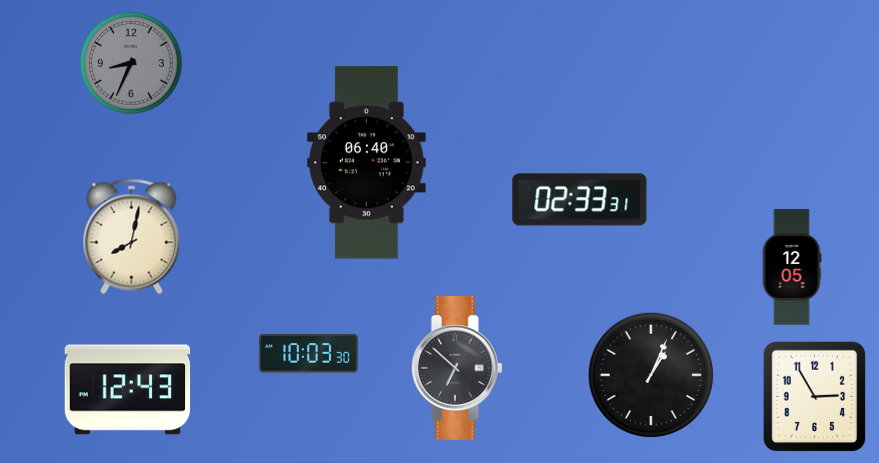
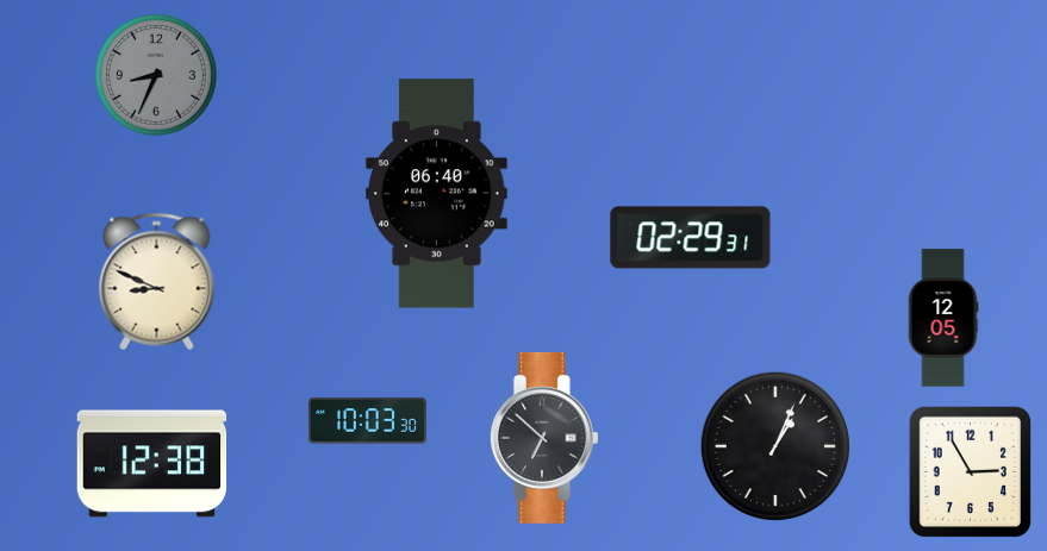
clock at (580, 200): 02:33 -> 02:29
clock at (132, 237): 8:02 -> 8:49
clock at (128, 390): 12:43 -> 12:38
